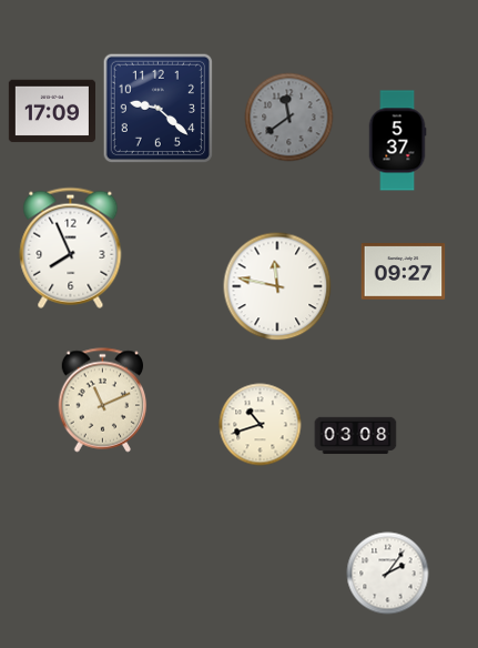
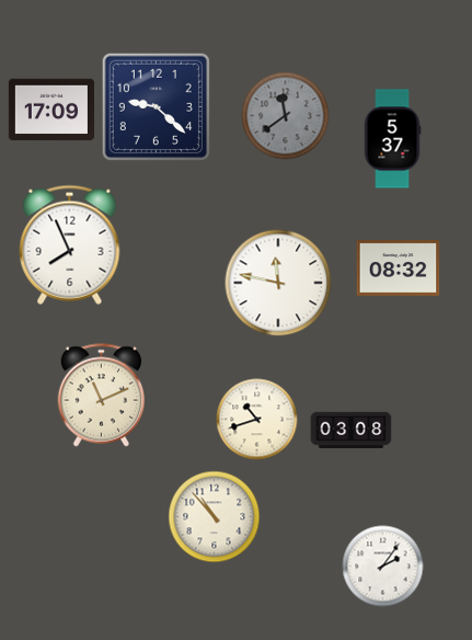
clock at (404, 272): 09:27 -> 08:32
clock at (277, 286) position: (277, 286) -> (278, 283)
clock at (215, 517): none -> 10:53
